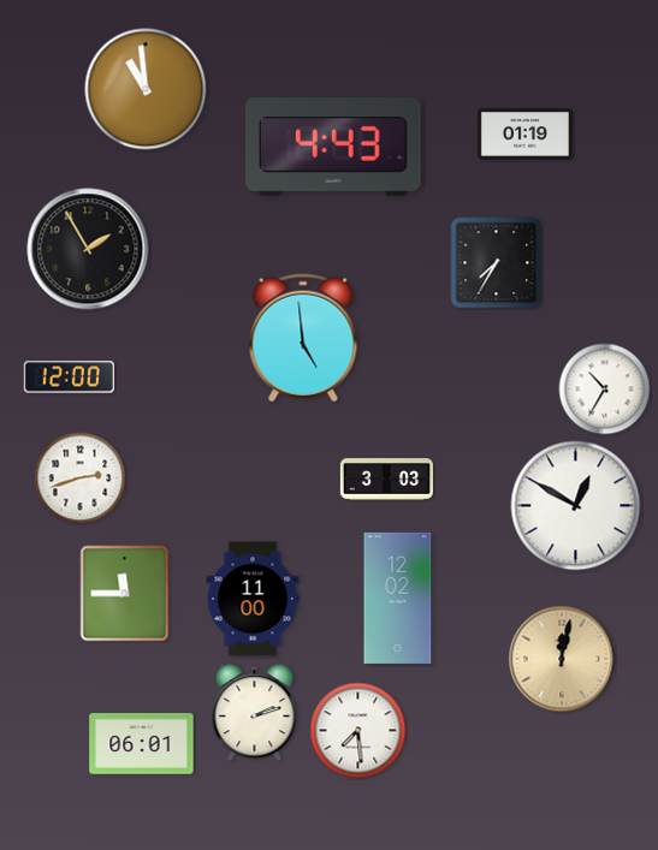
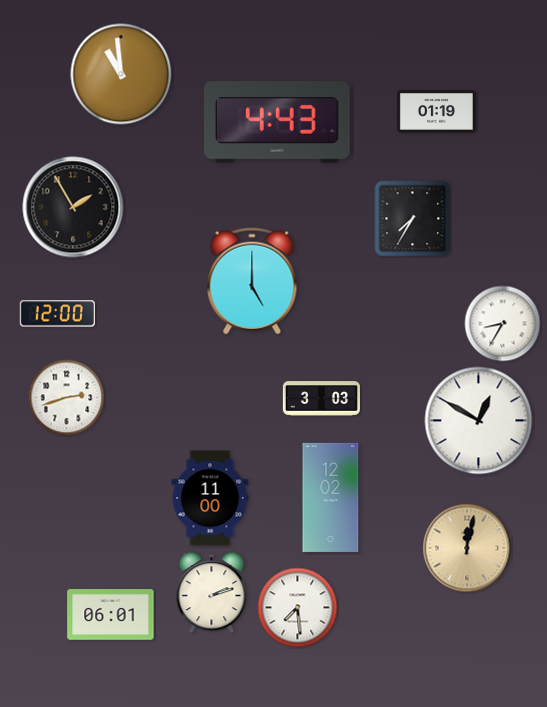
clock at (303, 338): 4:59 -> 5:00
clock at (605, 390): 10:35 -> 8:35
clock at (125, 594): 11:45 -> none
clock at (142, 744) position: (142, 744) -> (111, 615)
